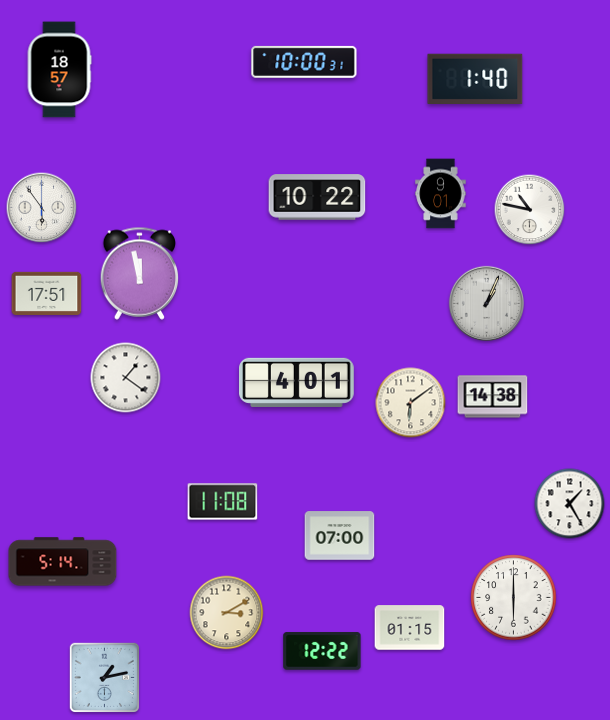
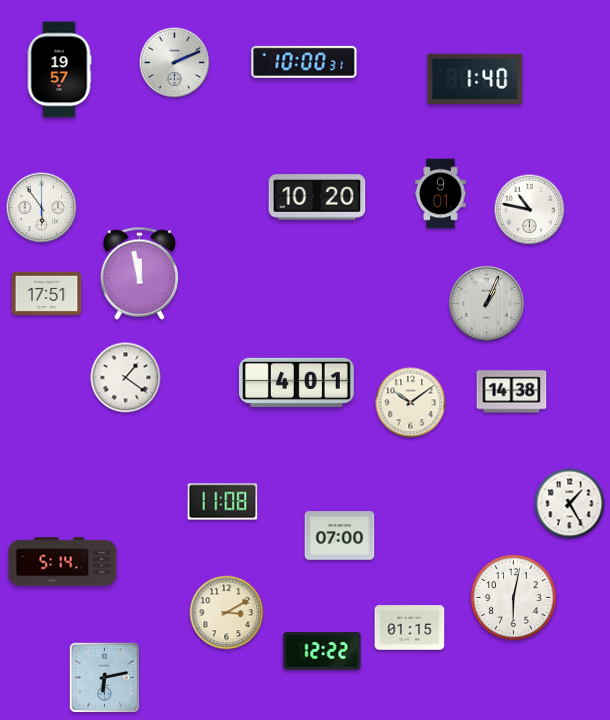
clock at (175, 63): none -> 2:11
clock at (59, 70): 18:57 -> 19:57
clock at (317, 197): 10:22 -> 10:20
clock at (493, 397) position: (493, 397) -> (512, 392)
clock at (411, 403): 6:09 -> 10:09
clock at (514, 598): 6:00 -> 6:02
clock at (104, 677): 1:13 -> 6:13
